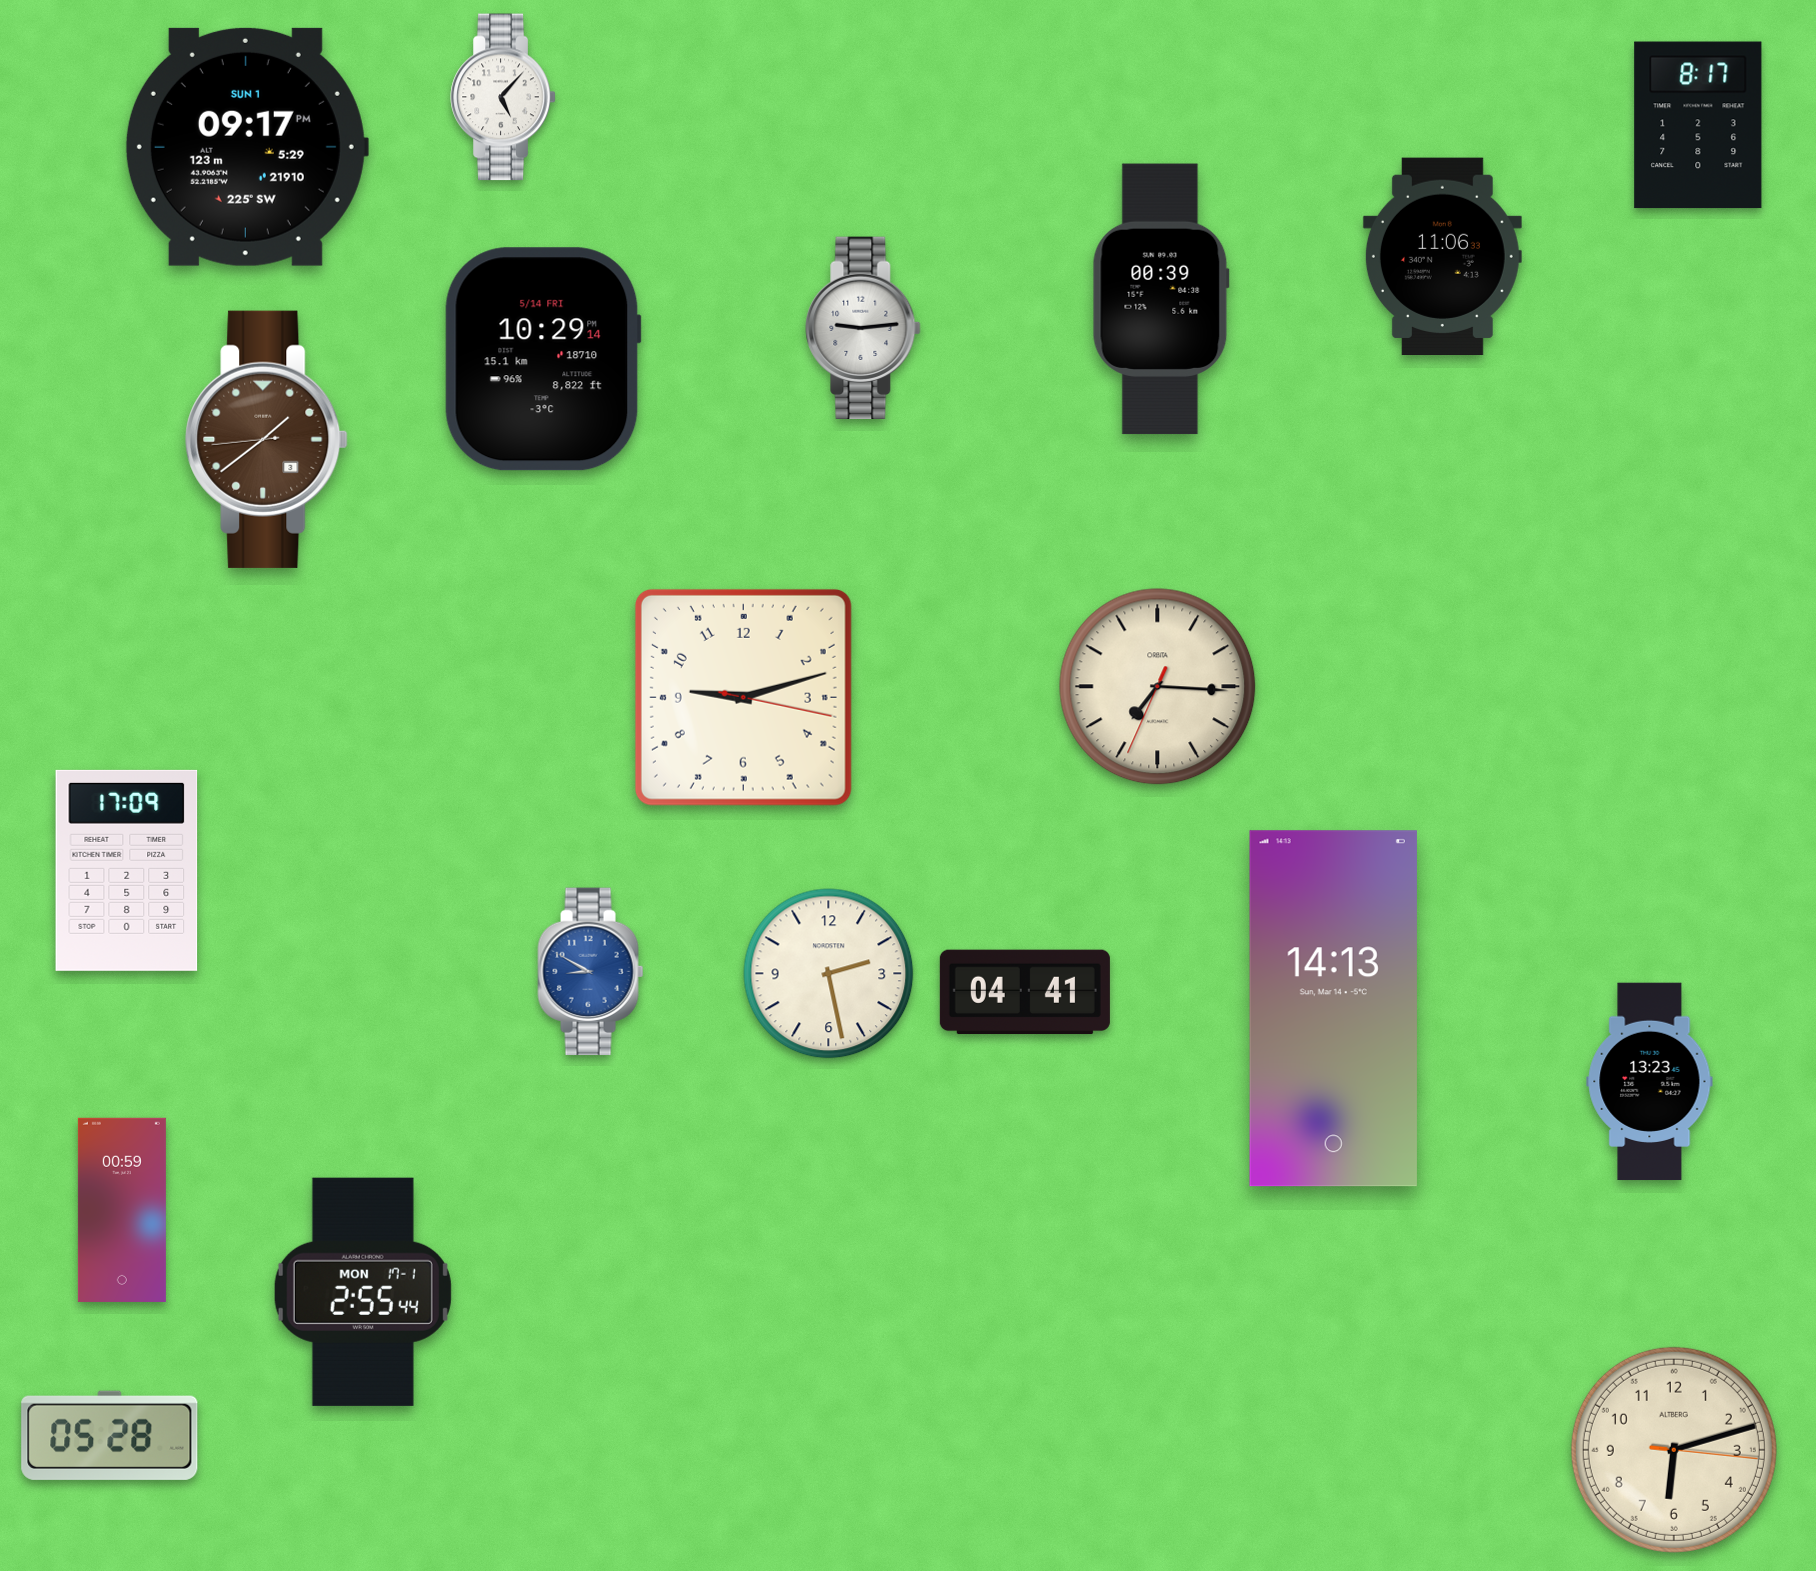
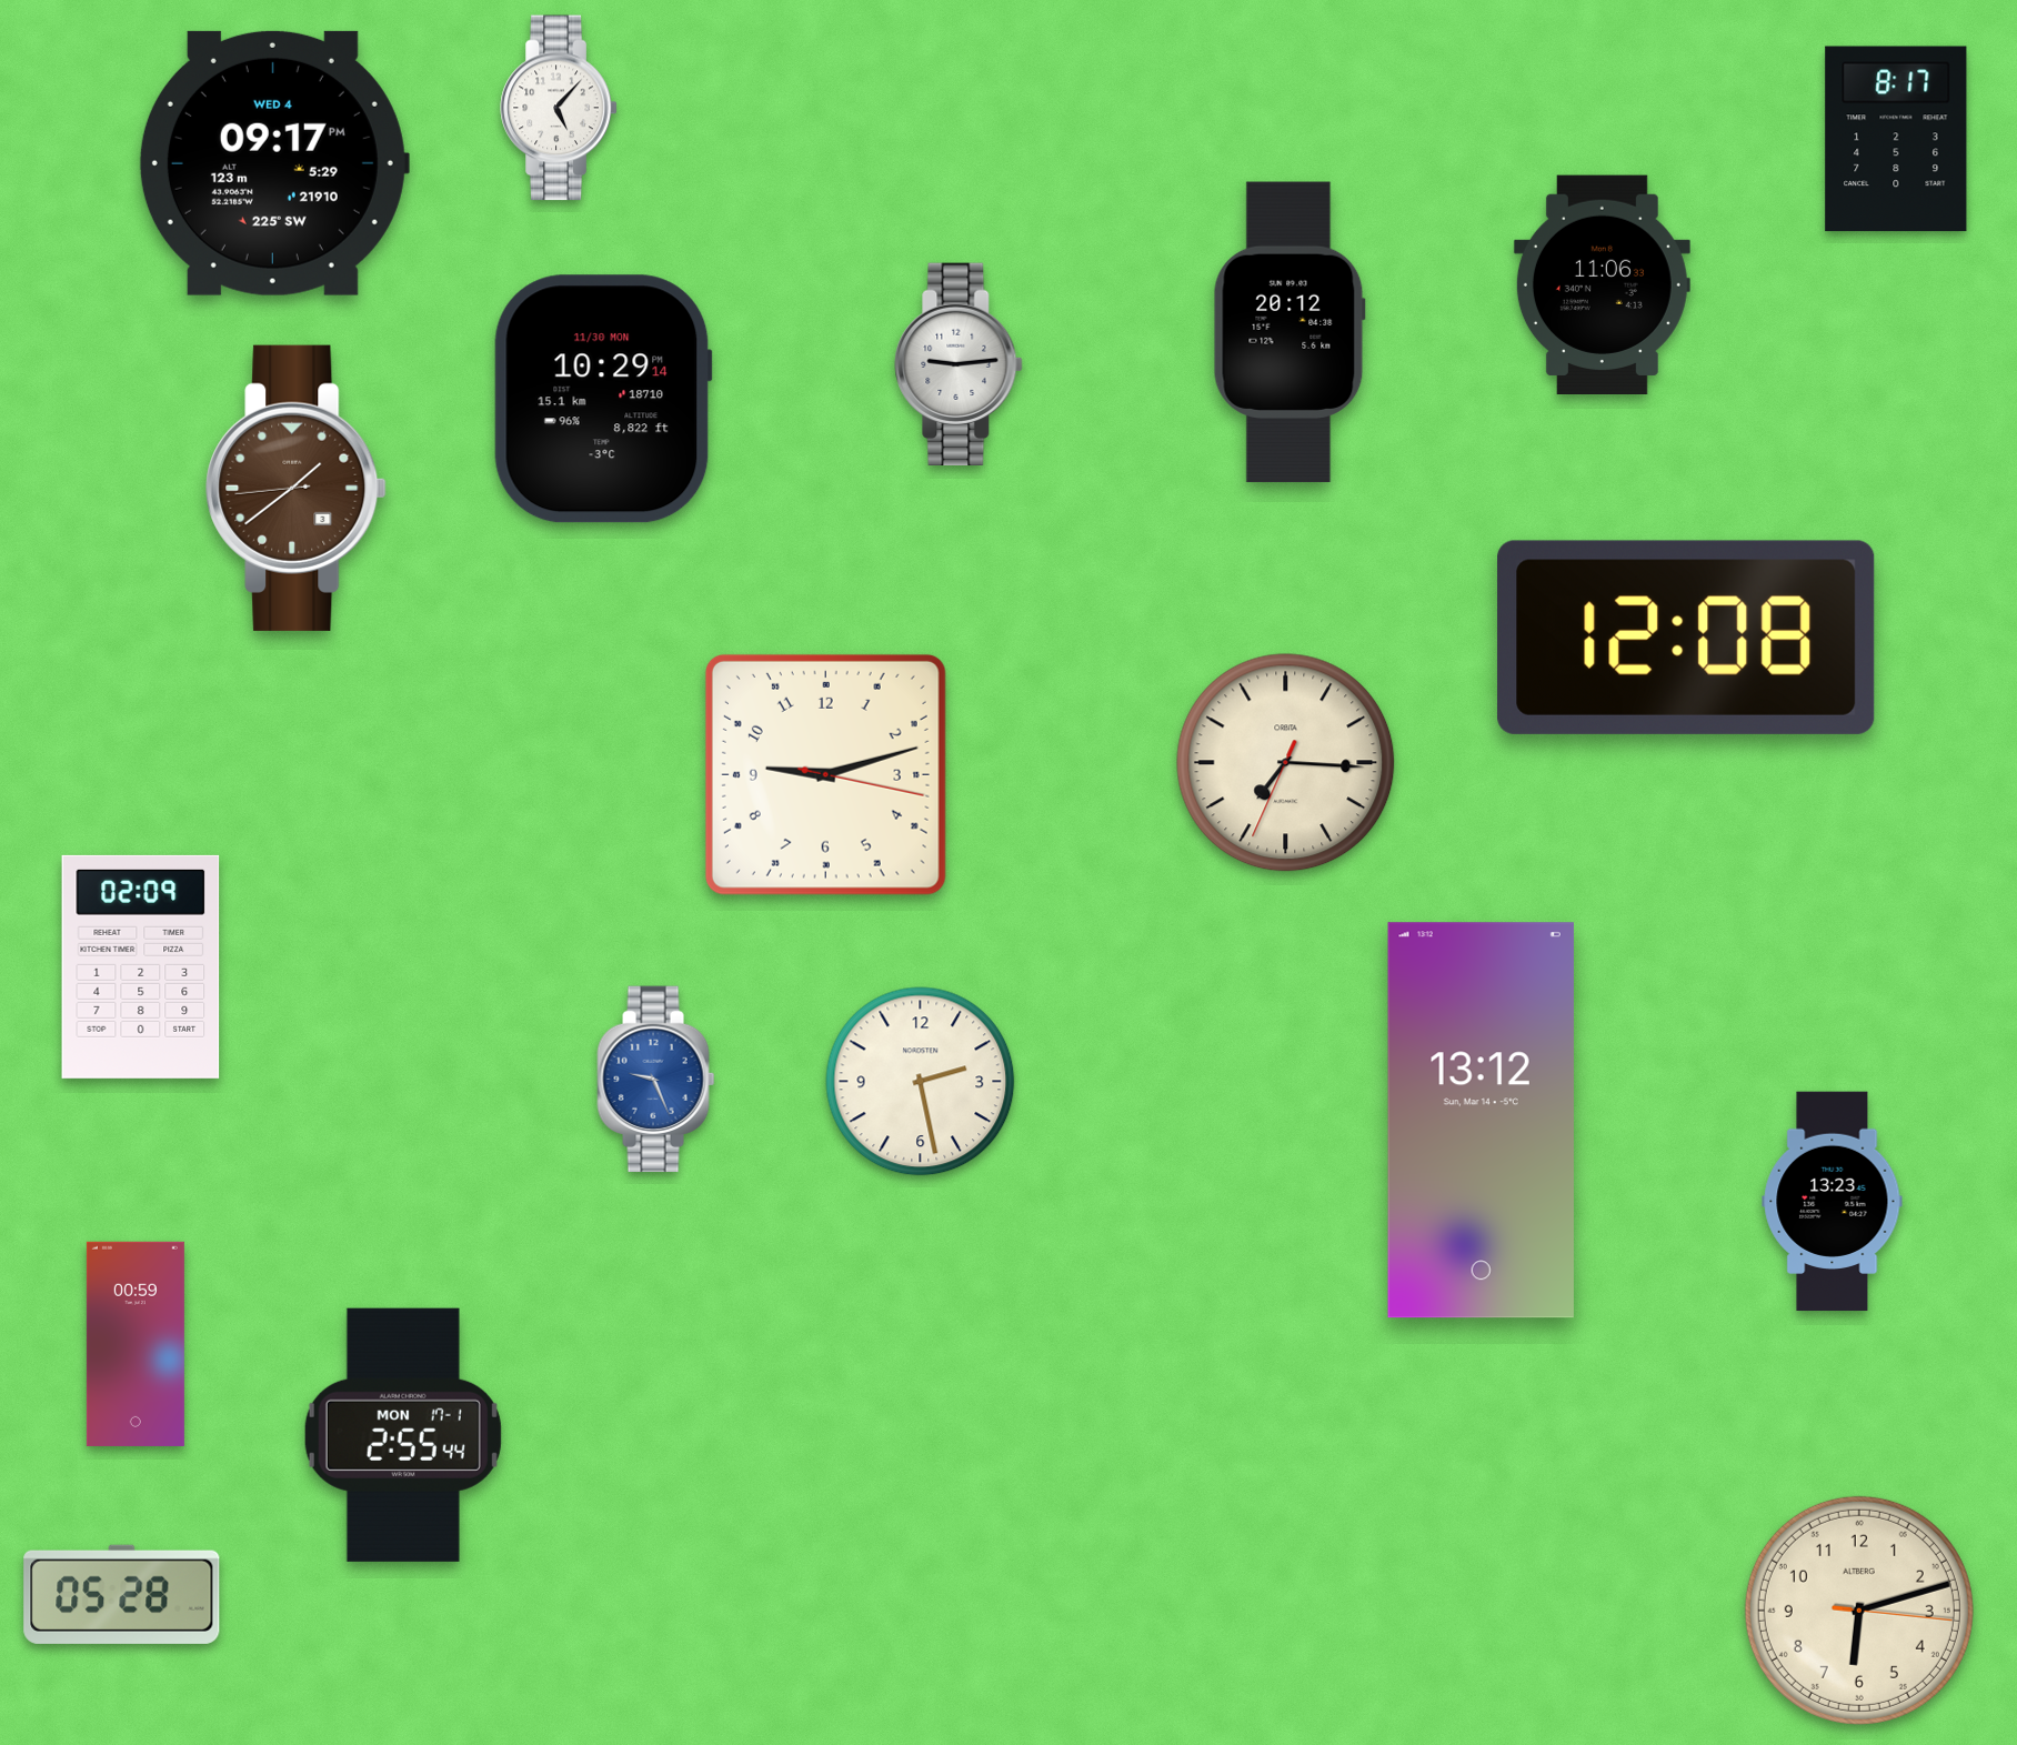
clock at (1698, 125) position: (1698, 125) -> (1896, 139)
clock at (246, 147) date: SUN 1 -> WED 4
clock at (1161, 299): 00:39 -> 20:12
clock at (543, 359) date: 5/14 FRI -> 11/30 MON
clock at (1686, 638): none -> 12:08
clock at (127, 870): 17:09 -> 02:09
clock at (591, 972): 8:50 -> 9:26
clock at (1025, 992): 04:41 -> none
clock at (1333, 1009): 14:13 -> 13:12
